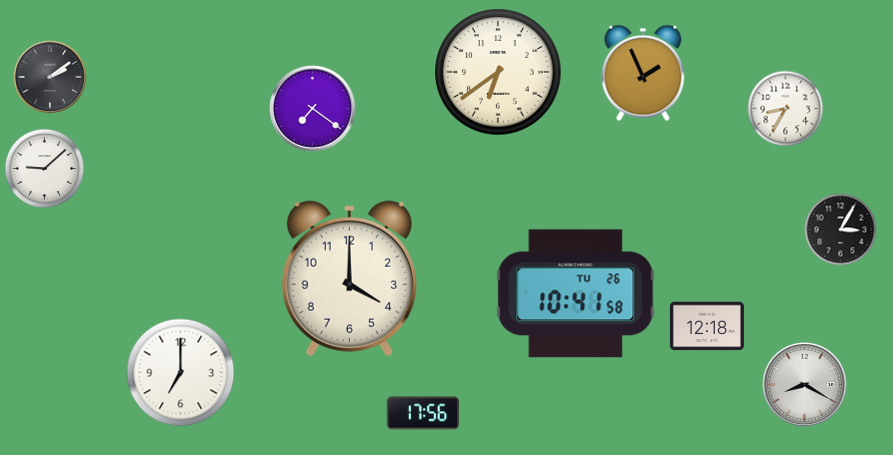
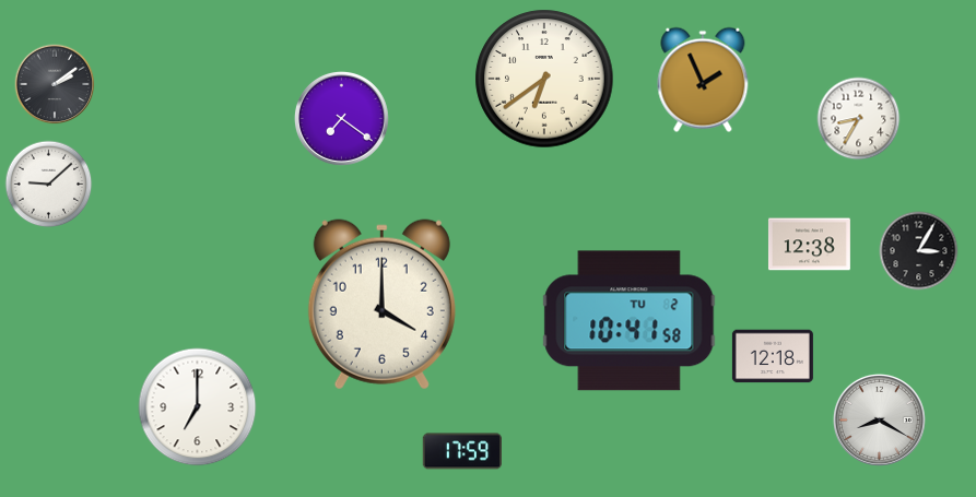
clock at (809, 245): none -> 12:38
clock at (576, 294) date: TU 26 -> TU 2
clock at (422, 413): 17:56 -> 17:59
